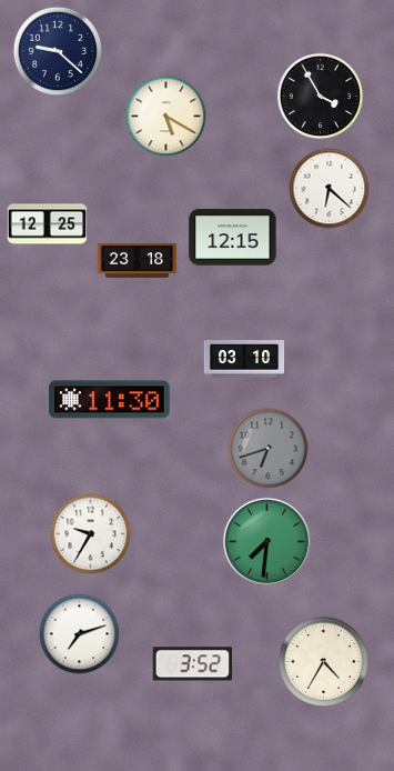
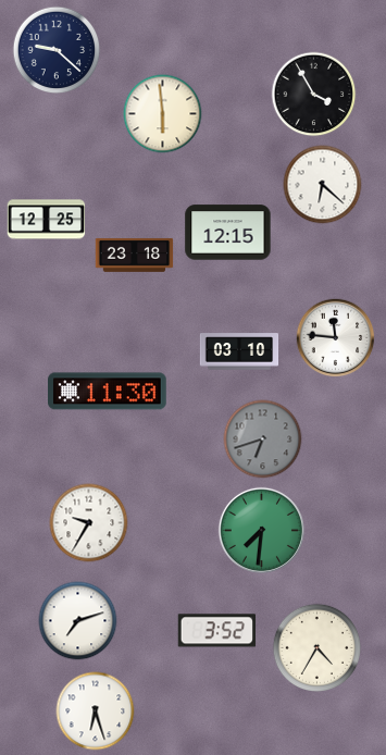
clock at (166, 117): 5:20 -> 5:59
clock at (336, 338): none -> 11:46
clock at (193, 664) position: (193, 664) -> (217, 631)
clock at (96, 711): none -> 6:27
